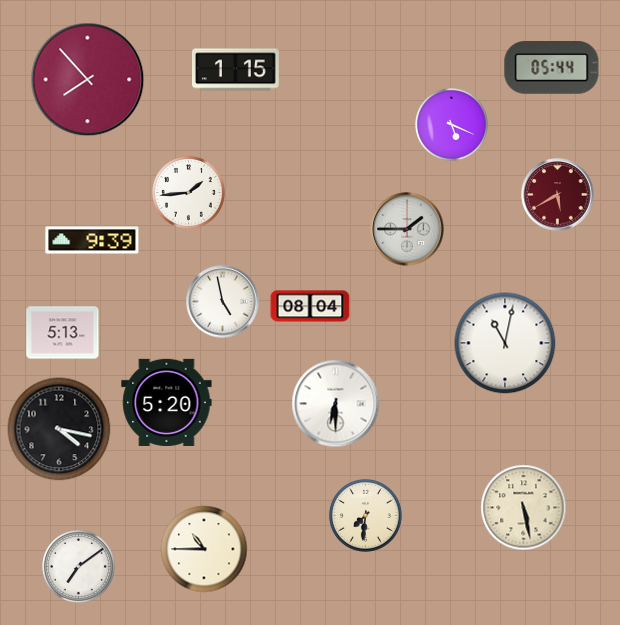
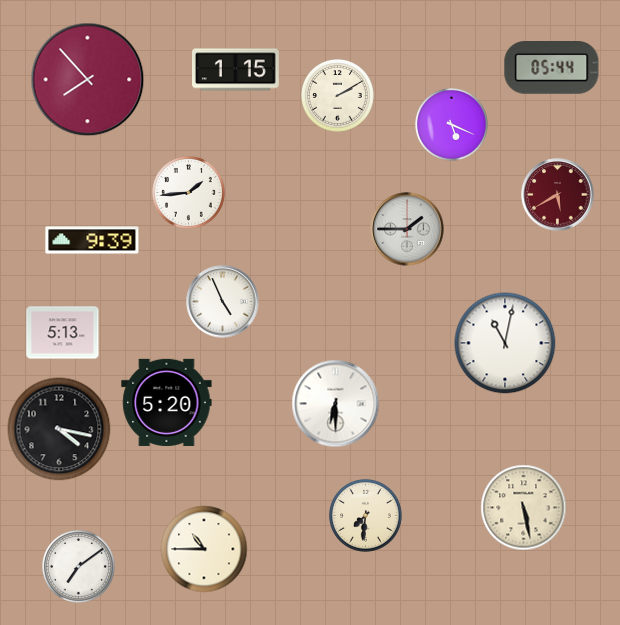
clock at (337, 95): none -> 2:10
clock at (223, 302): 4:58 -> 4:56
clock at (310, 306): 08:04 -> none
